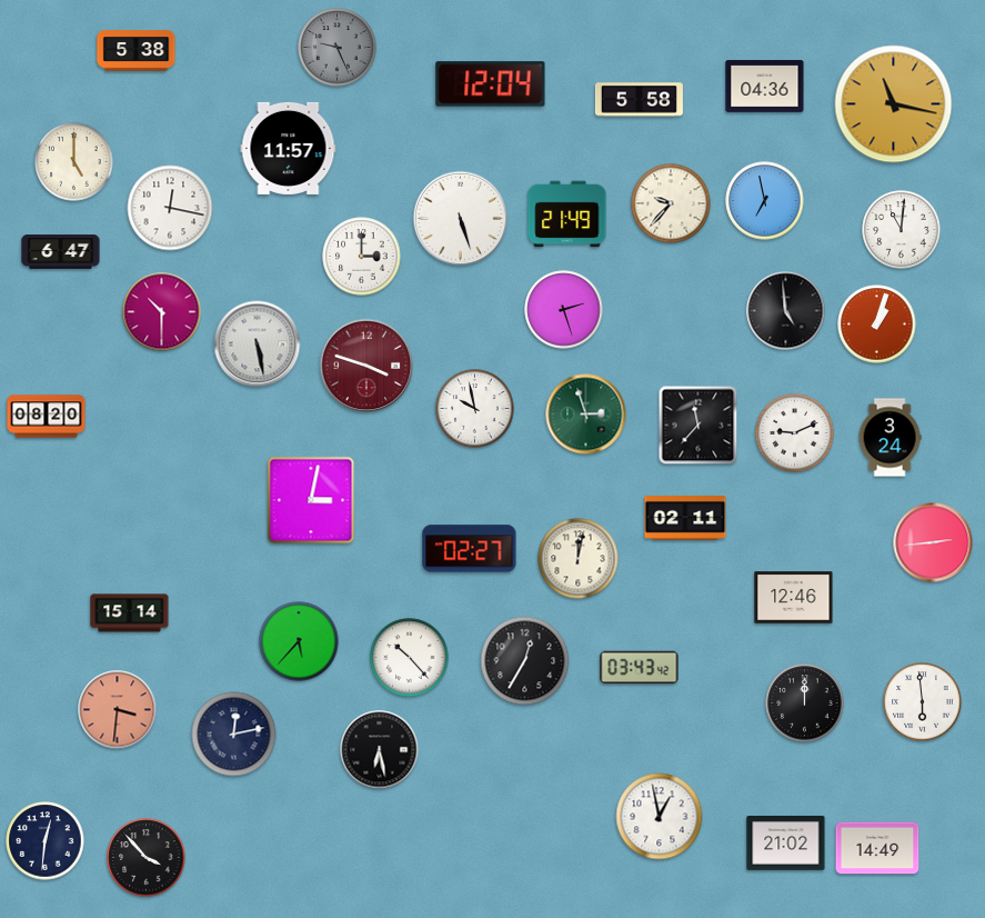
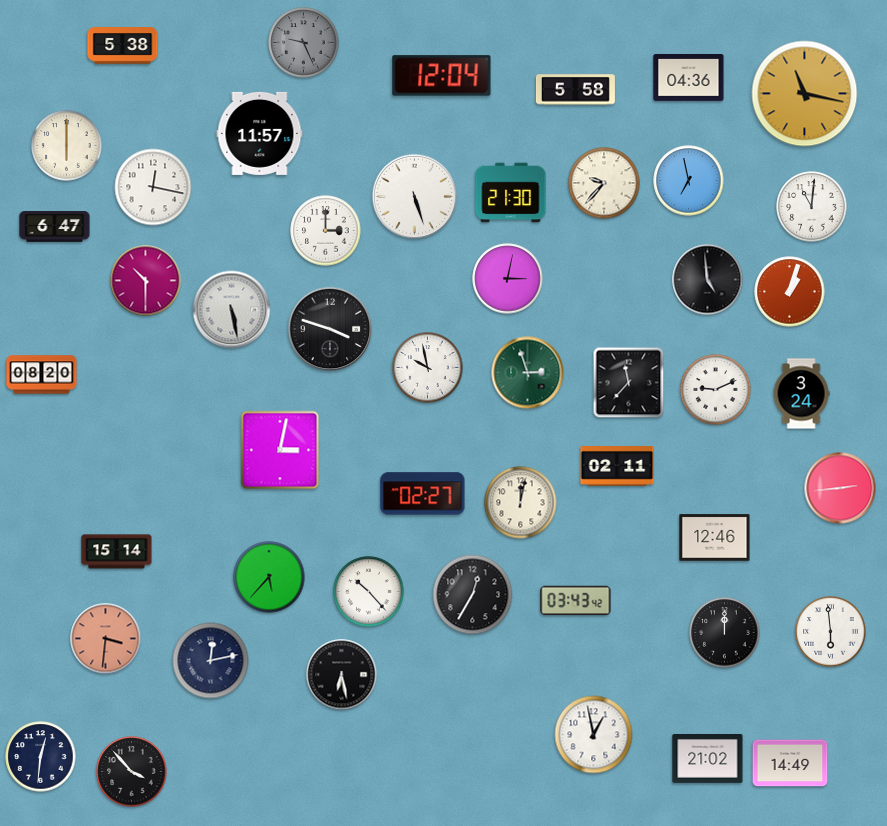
clock at (74, 162): 5:00 -> 6:00
clock at (567, 214): 21:49 -> 21:30
clock at (564, 310): 2:27 -> 3:02
clock at (366, 366) dial: burgundy -> black
